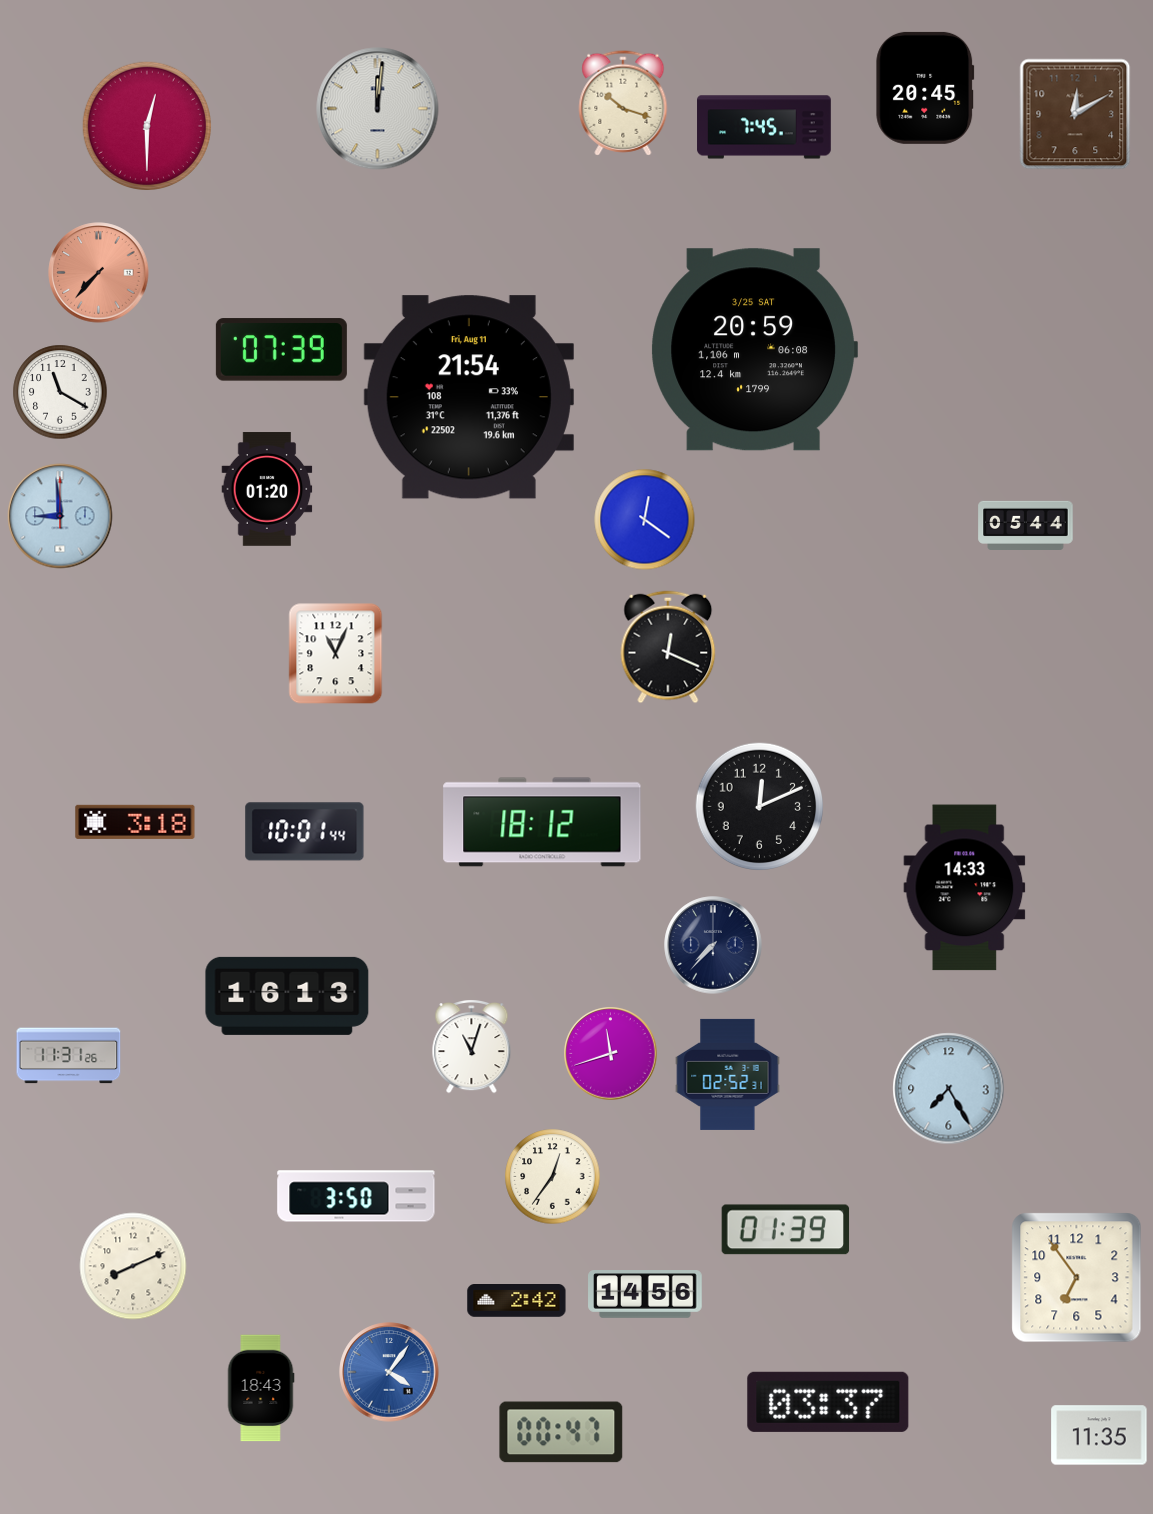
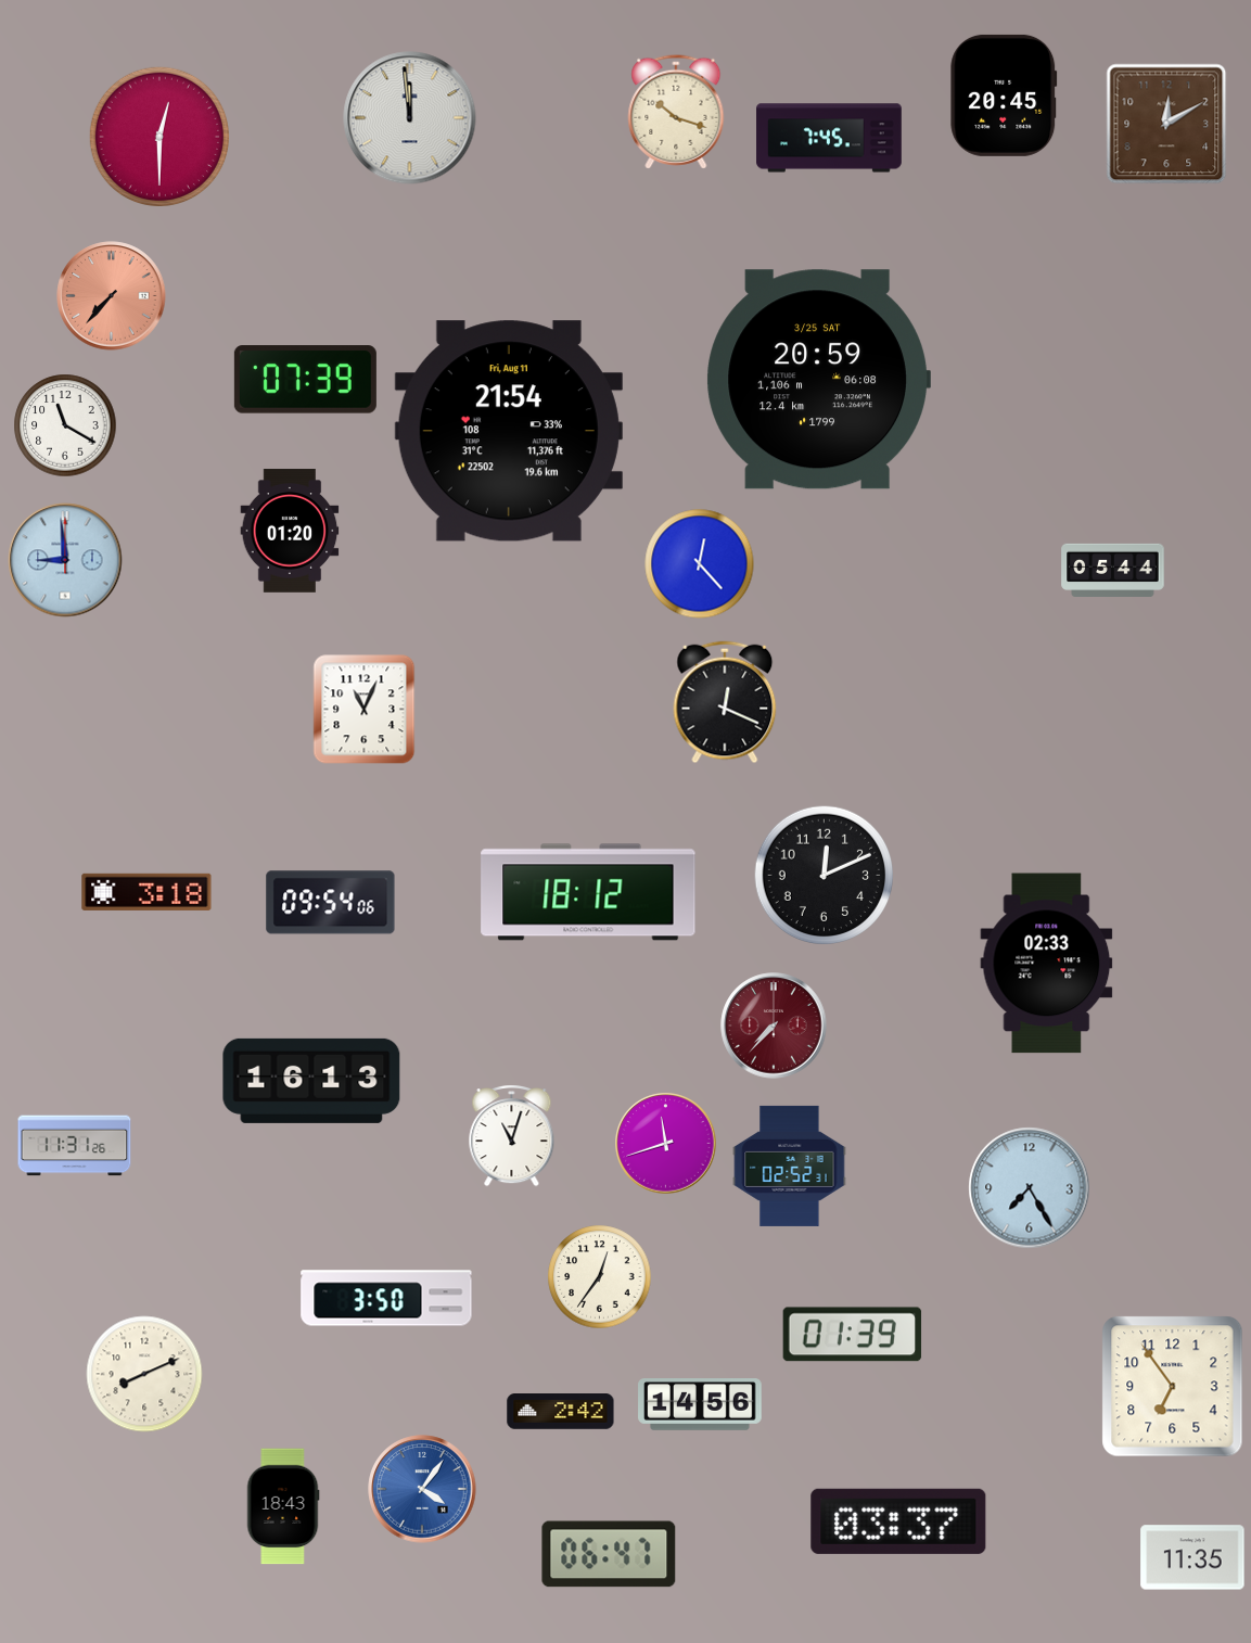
clock at (378, 109): 12:01 -> 11:59
clock at (99, 273) position: (99, 273) -> (112, 296)
clock at (645, 520): 12:21 -> 12:23
clock at (305, 832): 10:01 -> 09:54
clock at (965, 888): 14:33 -> 02:33
clock at (713, 945) dial: navy -> burgundy
clock at (611, 1054) position: (611, 1054) -> (666, 1144)
clock at (949, 1089) position: (949, 1089) -> (1030, 1188)
clock at (1077, 1278) position: (1077, 1278) -> (1173, 1387)
clock at (561, 1432): 00:47 -> 06:47
